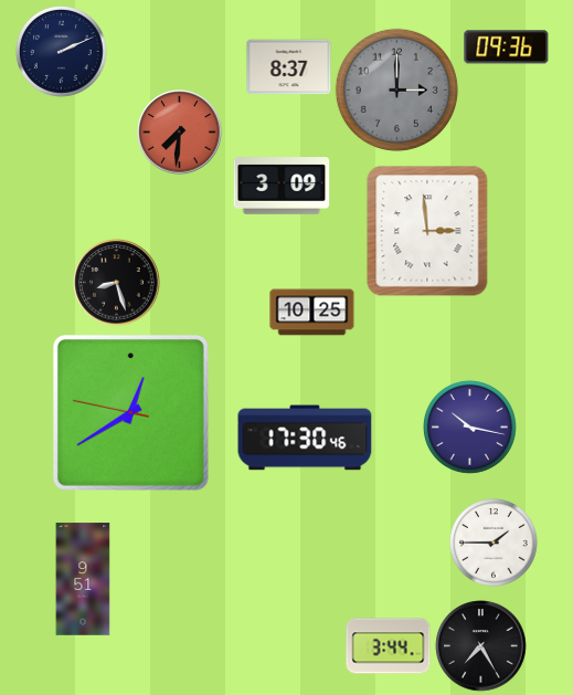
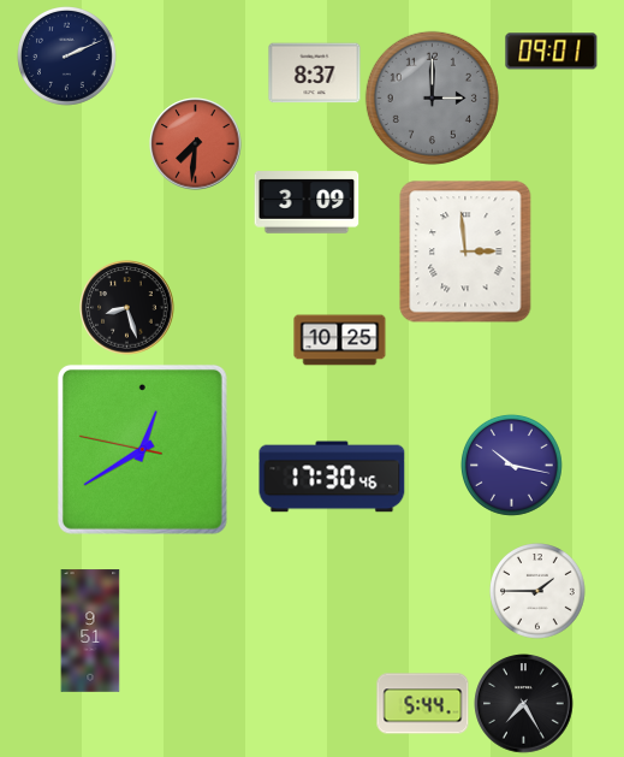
clock at (507, 48): 09:36 -> 09:01
clock at (389, 646): 3:44 -> 5:44
